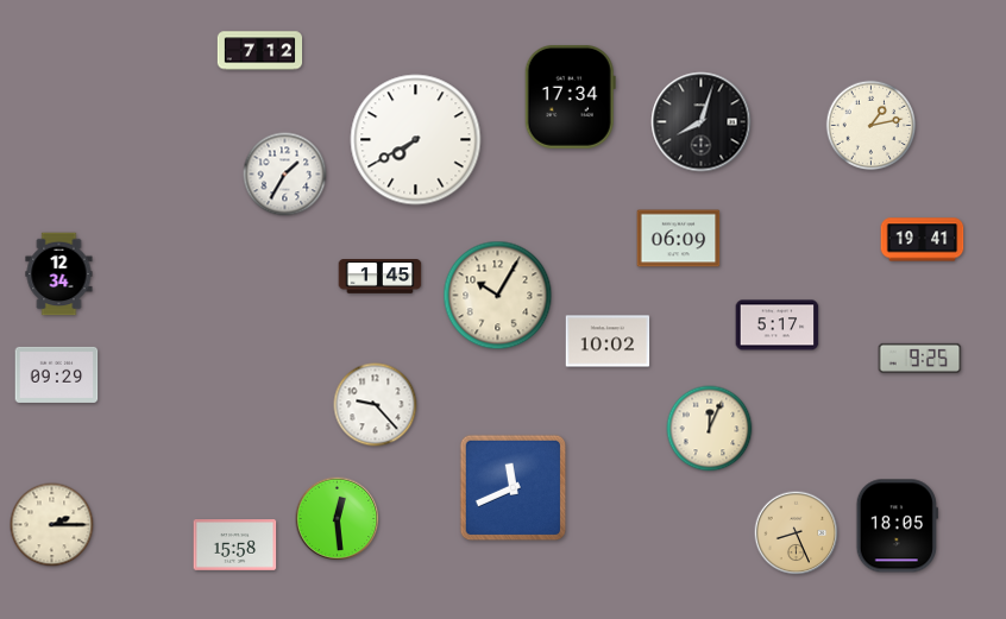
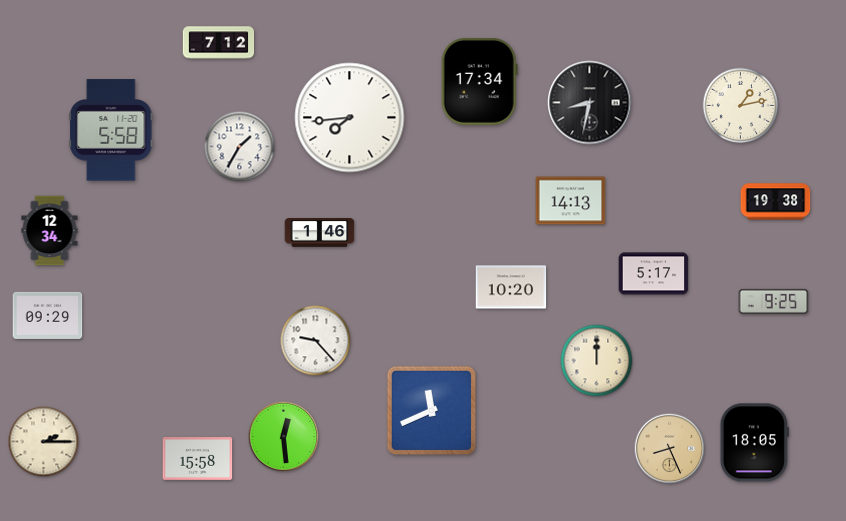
clock at (702, 122): 8:03 -> 8:32
clock at (872, 126) position: (872, 126) -> (741, 106)
clock at (416, 140): 7:40 -> 7:44
clock at (111, 130): none -> 5:58
clock at (679, 239): 06:09 -> 14:13
clock at (923, 240): 19:41 -> 19:38
clock at (381, 277): 1:45 -> 1:46
clock at (498, 296): 10:05 -> none
clock at (608, 341): 10:02 -> 10:20
clock at (710, 429): 12:04 -> 12:00
